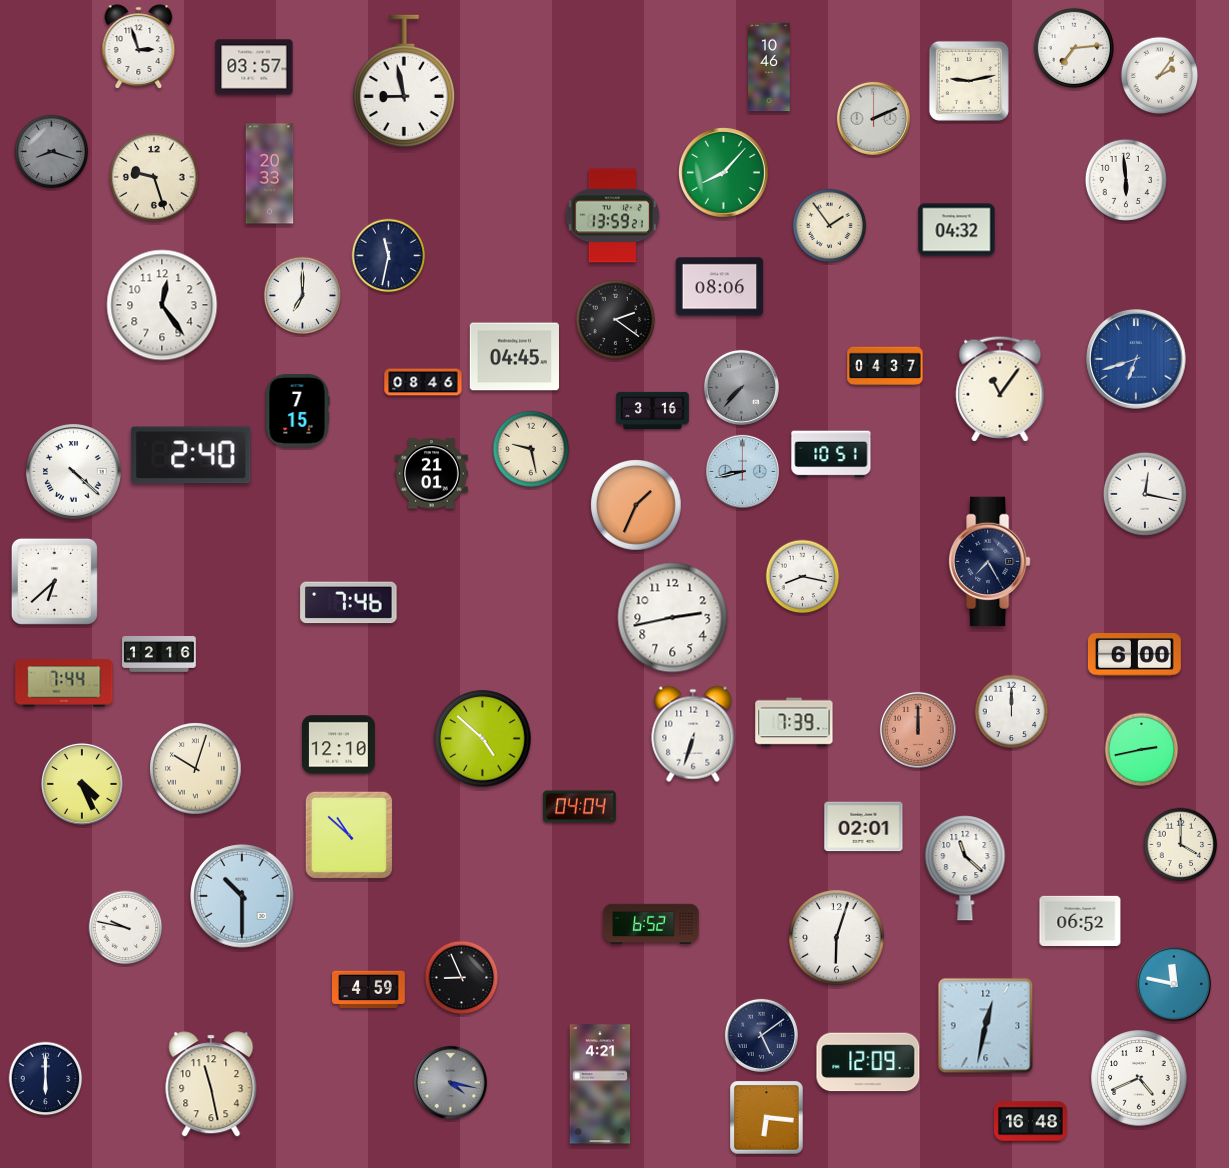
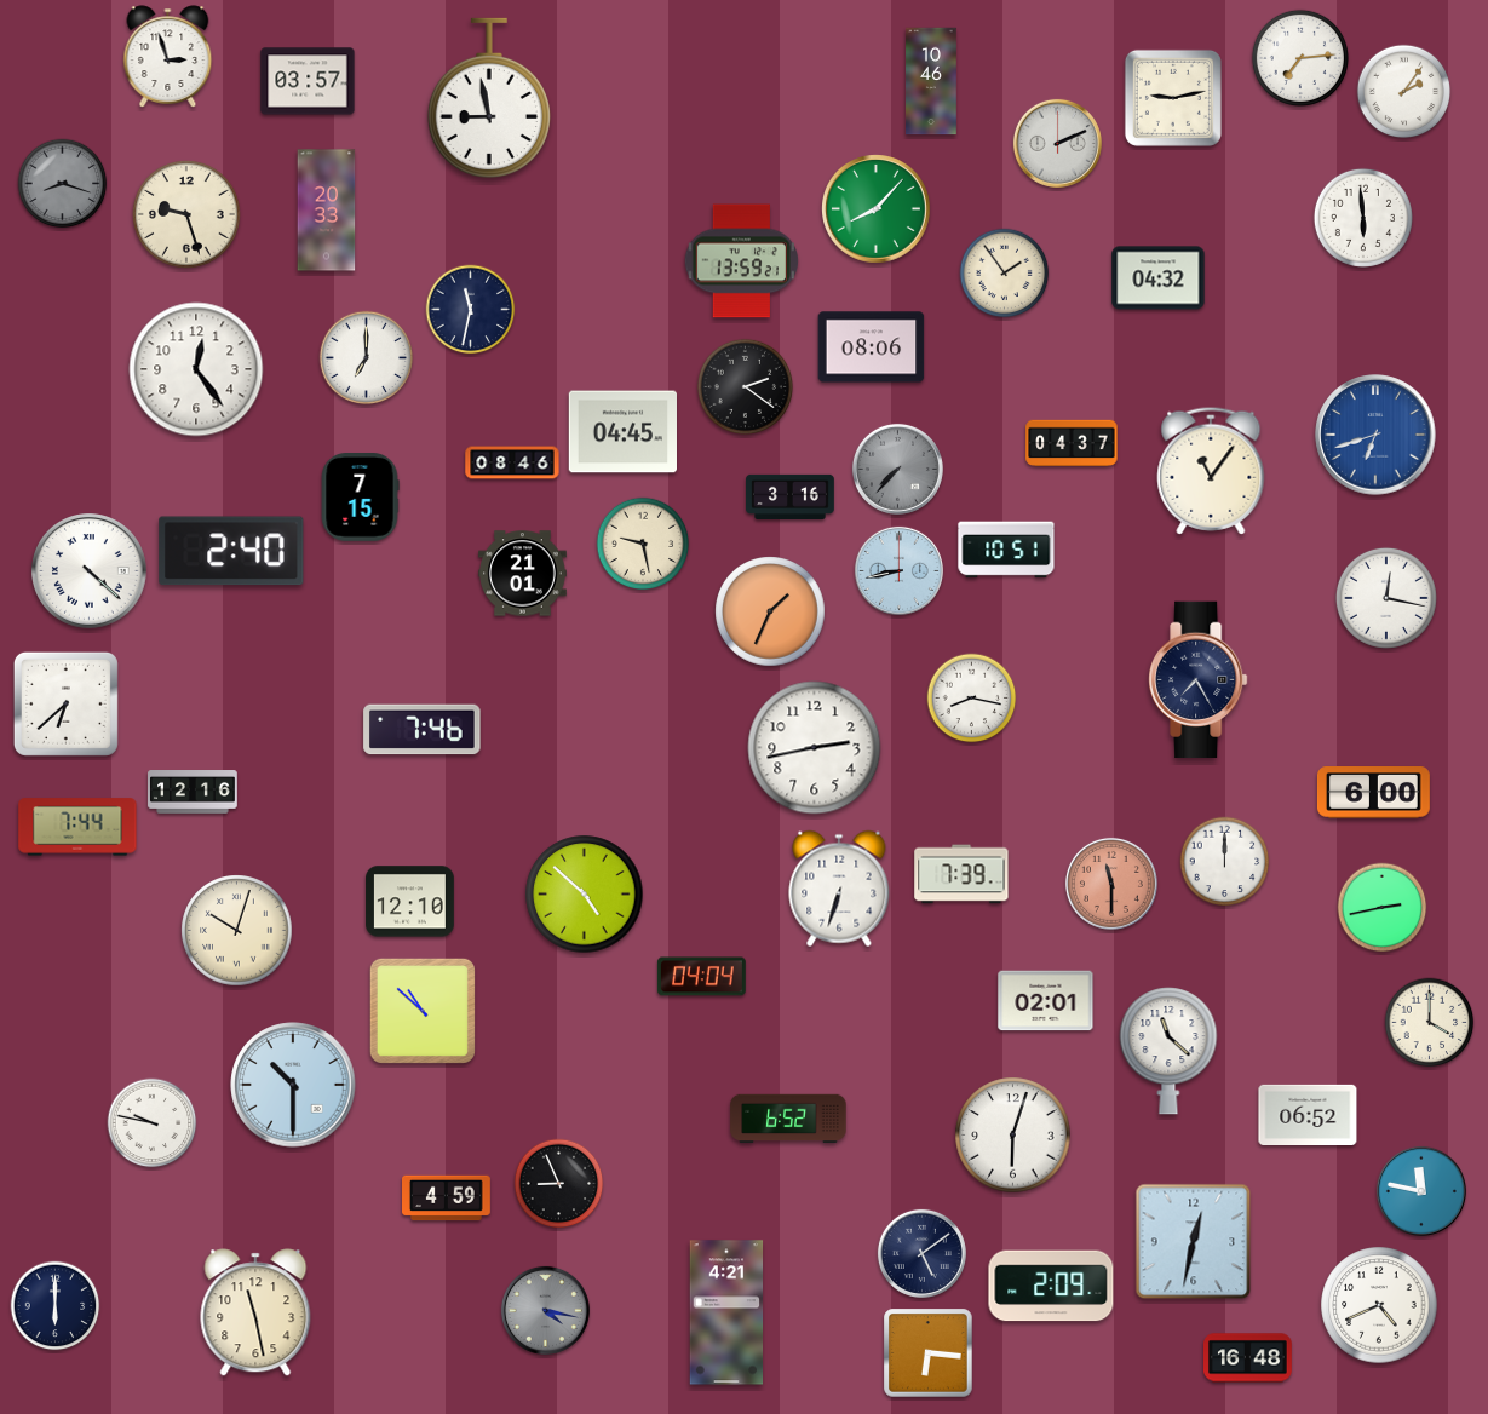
clock at (918, 730): 12:00 -> 11:30
clock at (82, 784): 4:26 -> none
clock at (868, 1062): 12:09 -> 2:09
